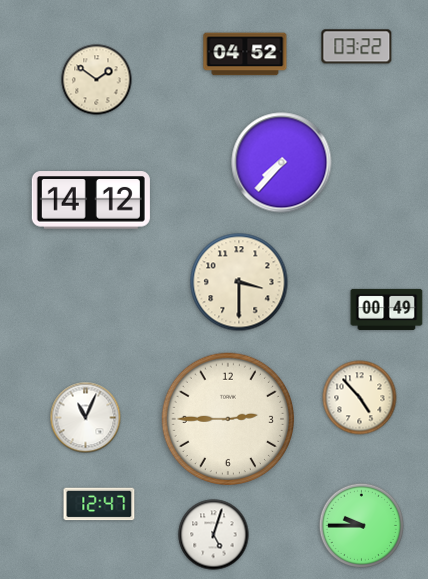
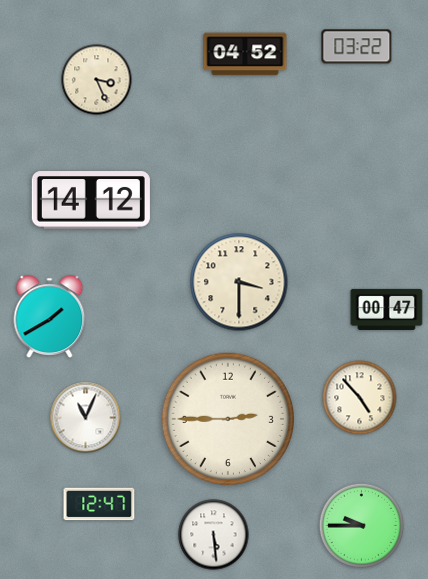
clock at (97, 80): 1:51 -> 3:26
clock at (282, 163): 7:37 -> none
clock at (387, 309): 00:49 -> 00:47
clock at (50, 316): none -> 1:40
clock at (214, 535): 5:03 -> 5:29
